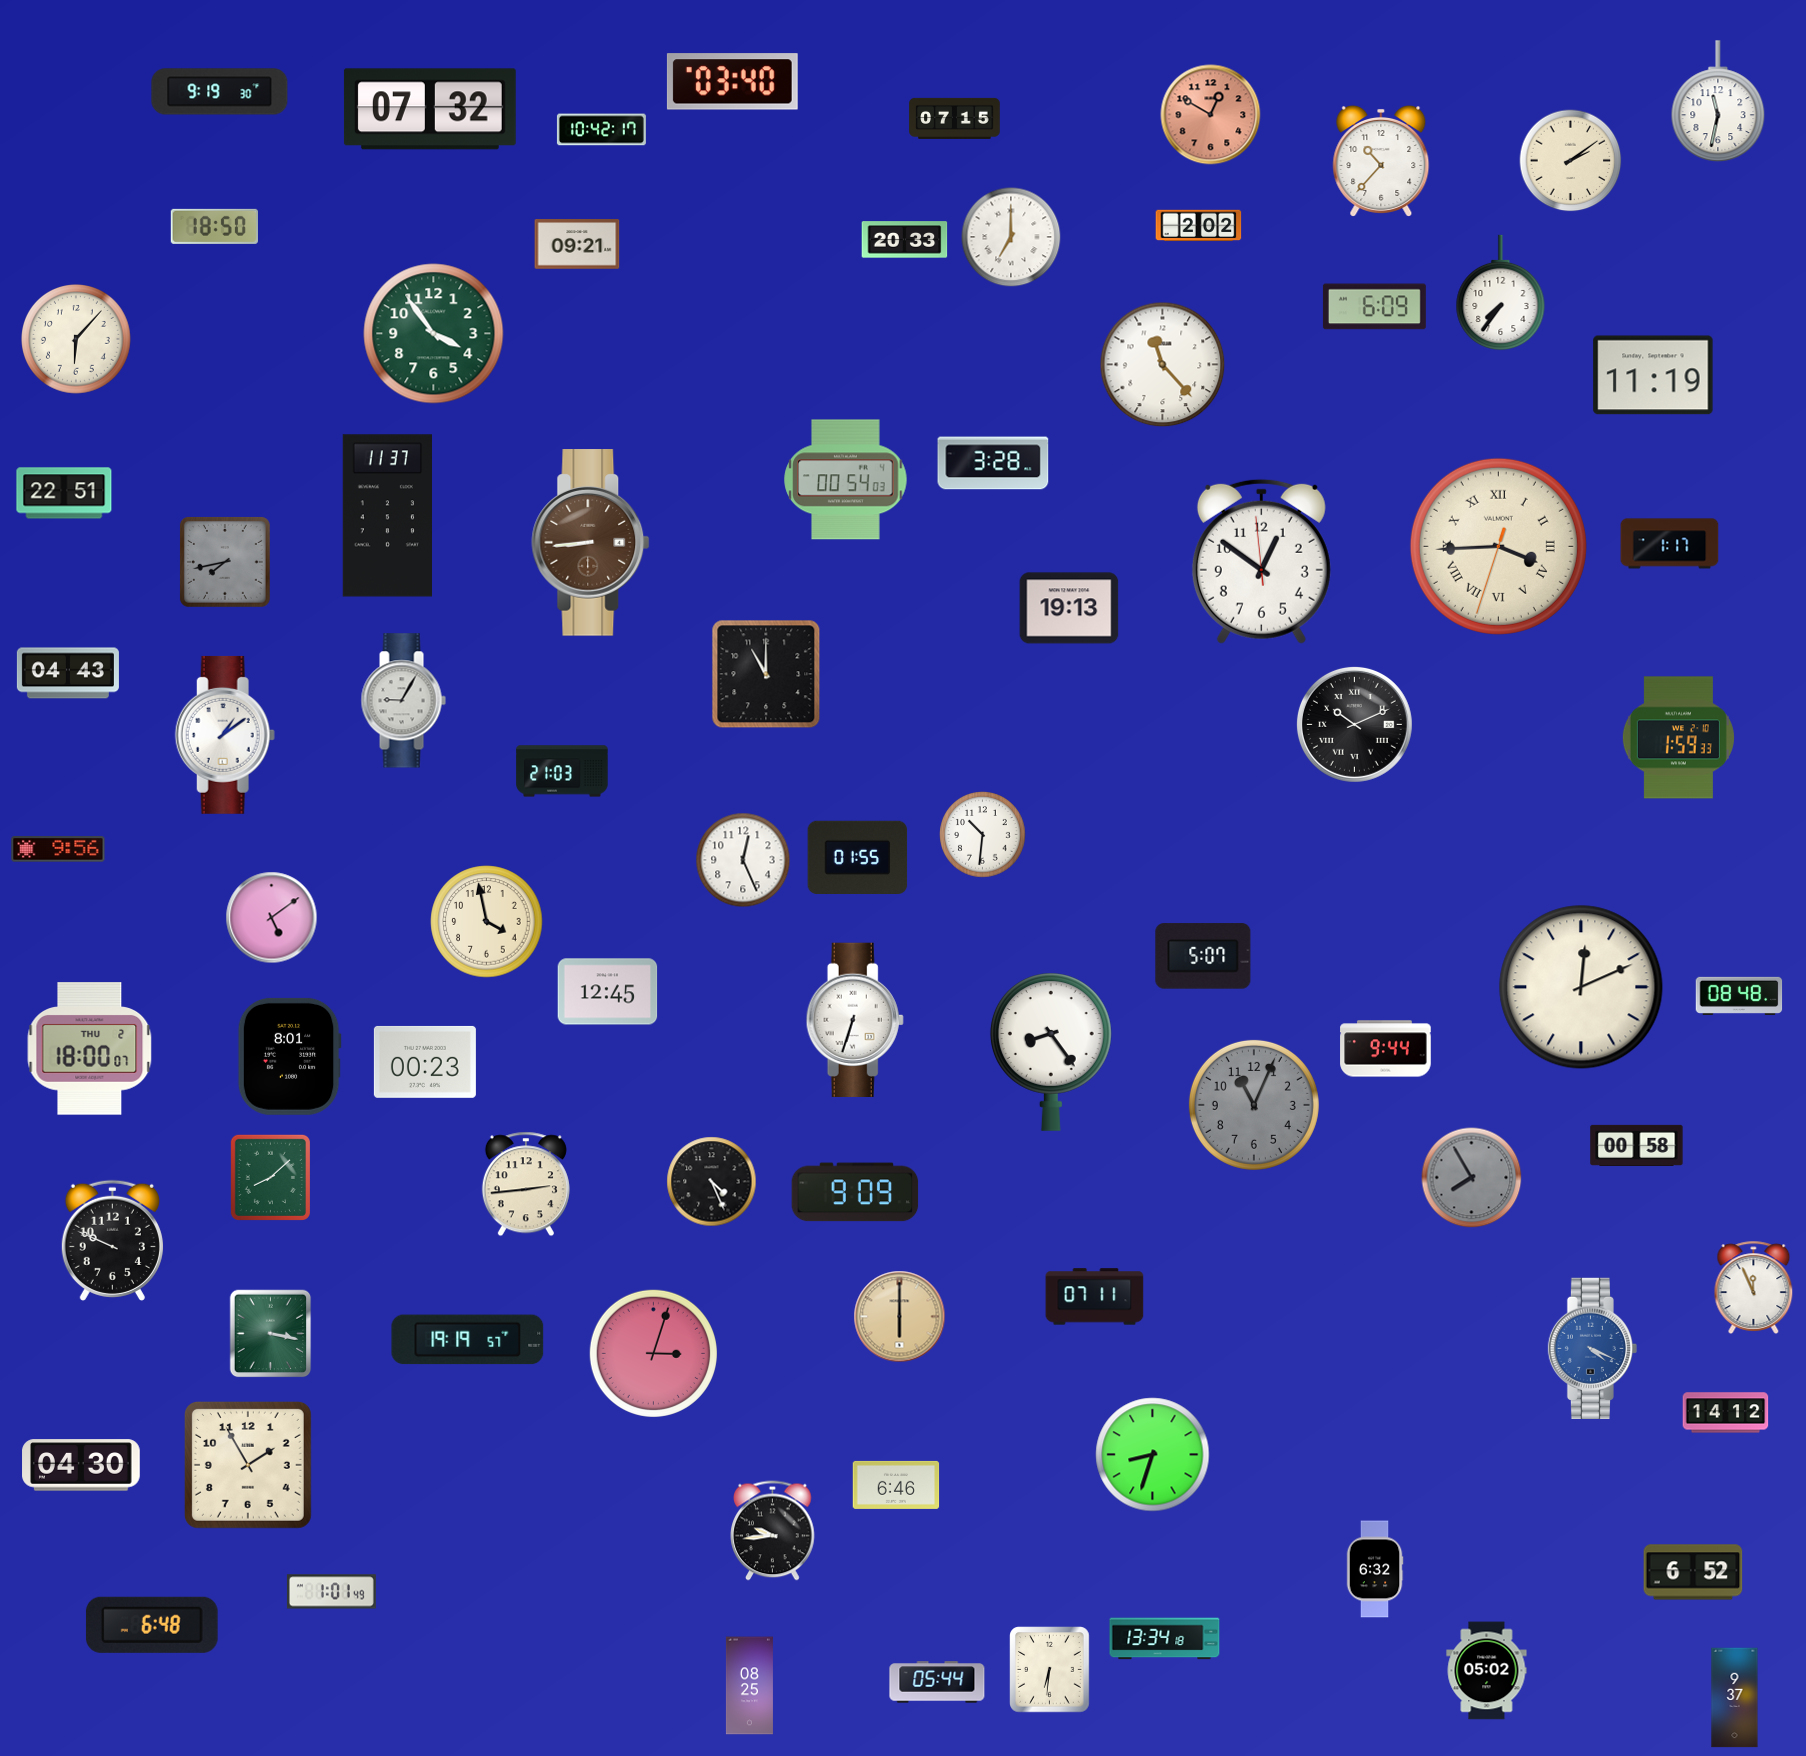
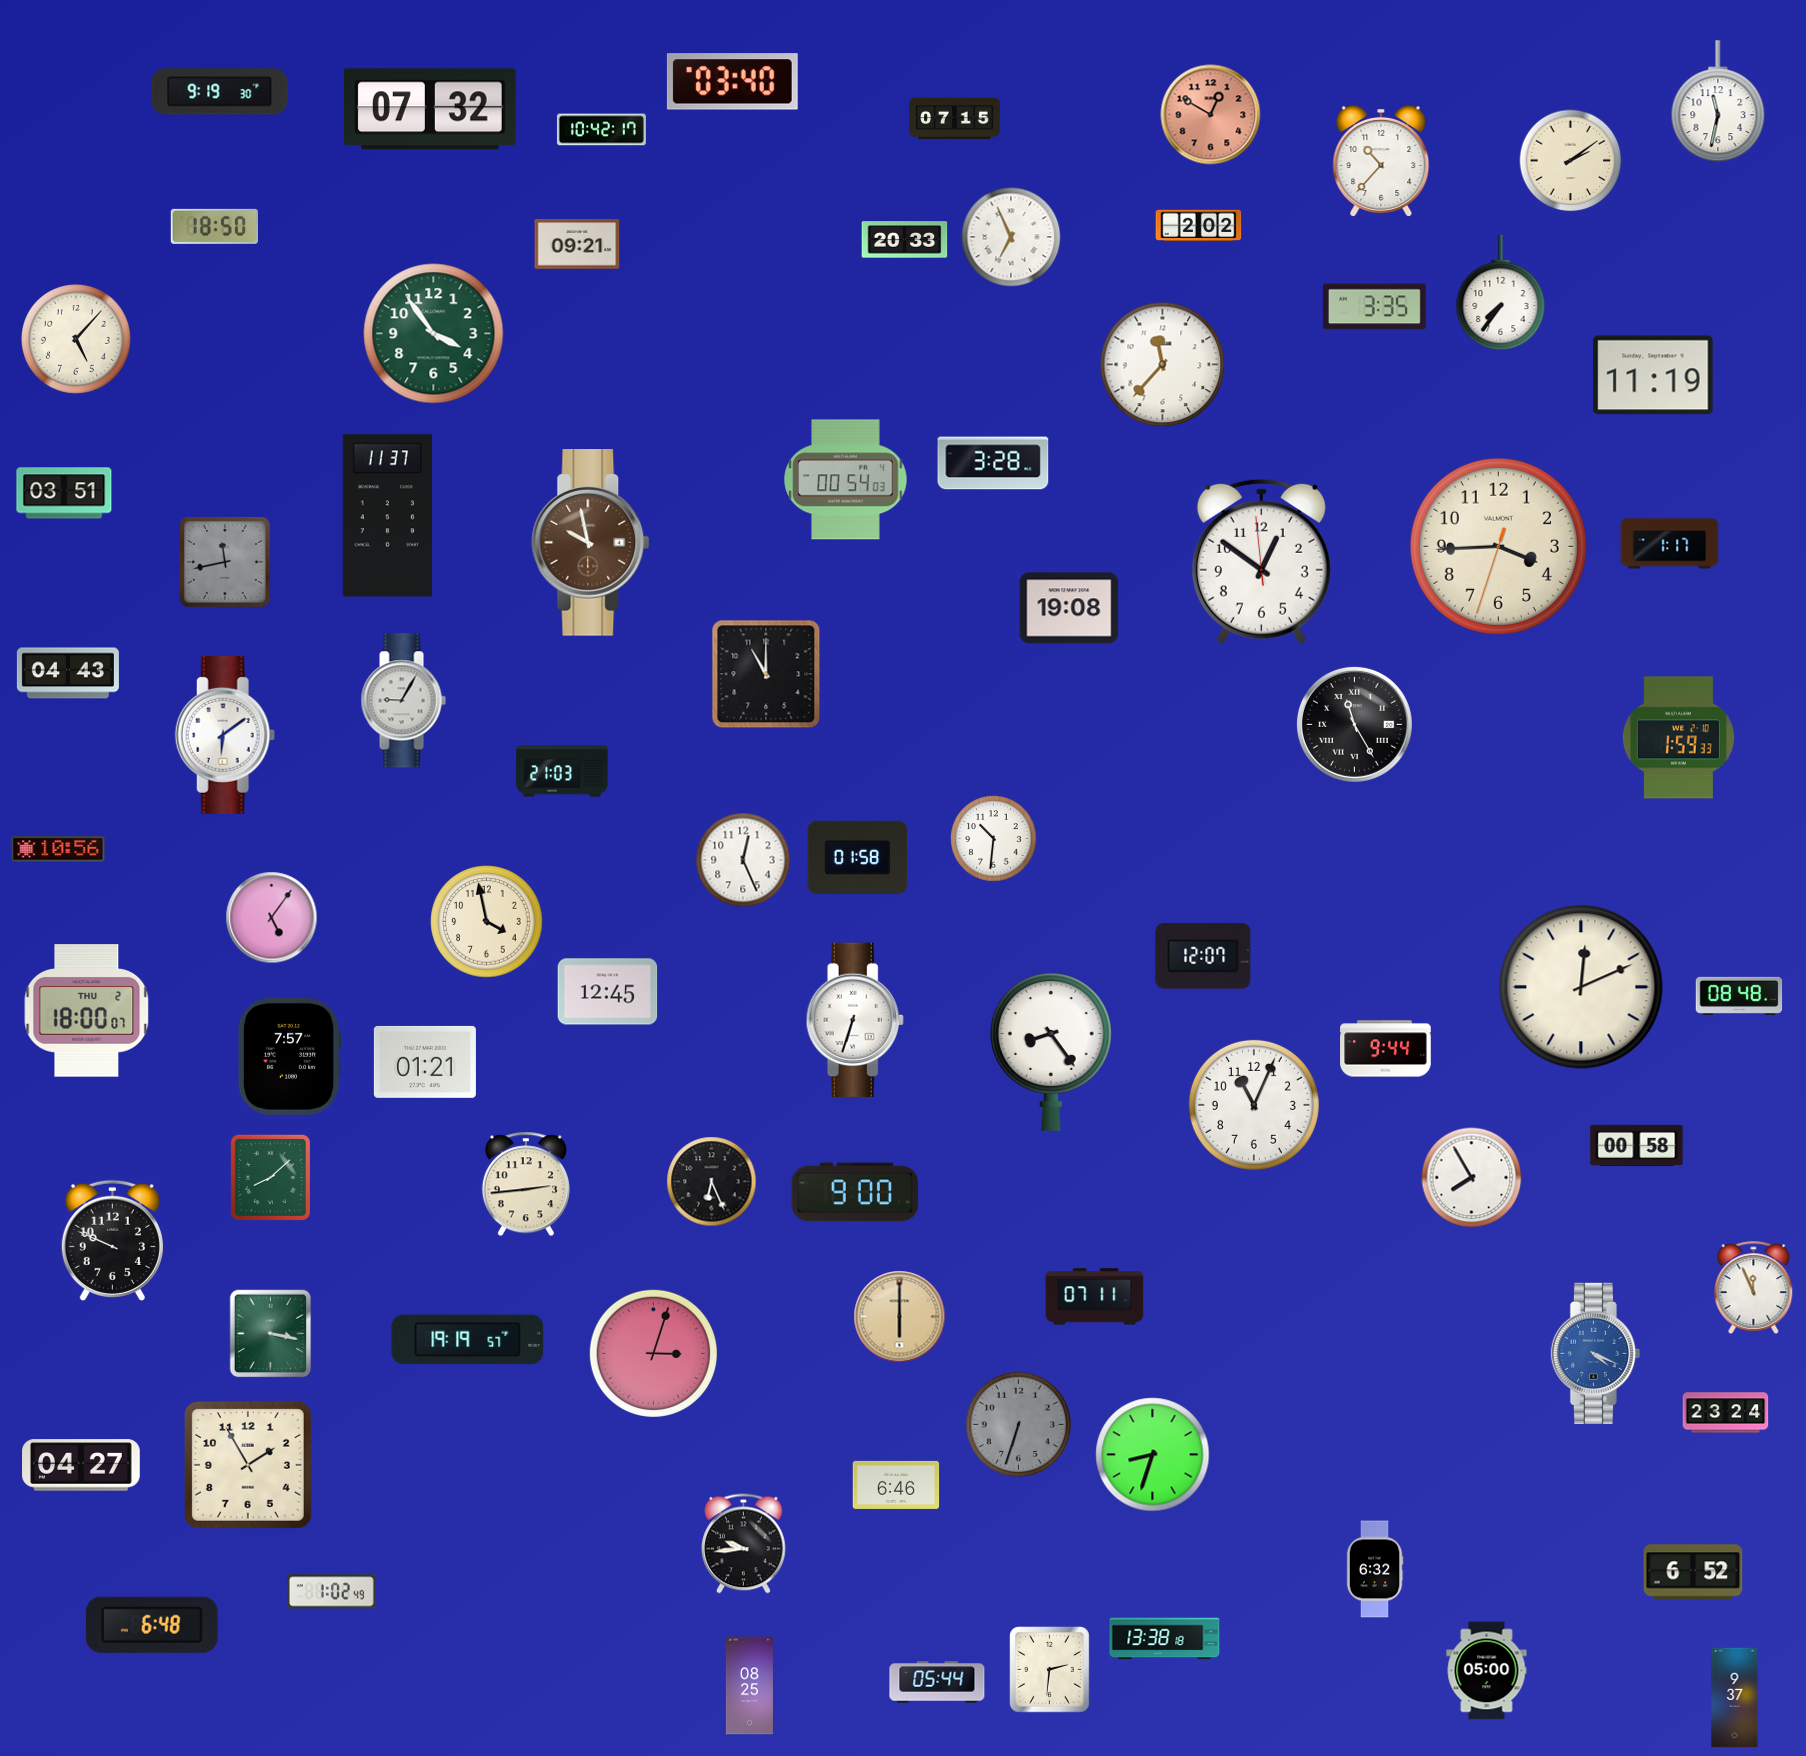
clock at (1011, 237): 7:00 -> 6:56
clock at (1374, 307): 6:09 -> 3:35
clock at (77, 340): 6:07 -> 5:07
clock at (1163, 365): 11:23 -> 11:37
clock at (64, 493): 22:51 -> 03:51
clock at (591, 543): 8:44 -> 9:58
clock at (1498, 546) numerals: Roman -> Arabic
clock at (225, 562): 7:43 -> 11:43
clock at (1069, 608): 19:13 -> 19:08
clock at (1354, 724): 10:11 -> 11:25
clock at (225, 735): 1:09 -> 6:09
clock at (983, 835) position: (983, 835) -> (994, 839)
clock at (58, 849): 9:56 -> 10:56
clock at (858, 857): 01:55 -> 01:58
clock at (272, 918): 5:09 -> 5:06
clock at (1203, 956): 5:07 -> 12:07
clock at (90, 1049) position: (90, 1049) -> (87, 1011)
clock at (289, 1056): 8:01 -> 7:57
clock at (425, 1062): 00:23 -> 01:21
clock at (1254, 1105) dial: grey -> white
clock at (1472, 1178) dial: grey -> white
clock at (712, 1182): 4:26 -> 6:26
clock at (855, 1192): 9:09 -> 9:00
clock at (1593, 1348) position: (1593, 1348) -> (1596, 1353)
clock at (1726, 1413): 14:12 -> 23:24
clock at (1018, 1424): none -> 6:33
clock at (81, 1465): 04:30 -> 04:27
clock at (773, 1531) position: (773, 1531) -> (744, 1544)
clock at (331, 1592): 1:01 -> 1:02
clock at (1165, 1639): 13:34 -> 13:38
clock at (1050, 1670): 6:31 -> 2:31
clock at (1487, 1671): 05:02 -> 05:00
